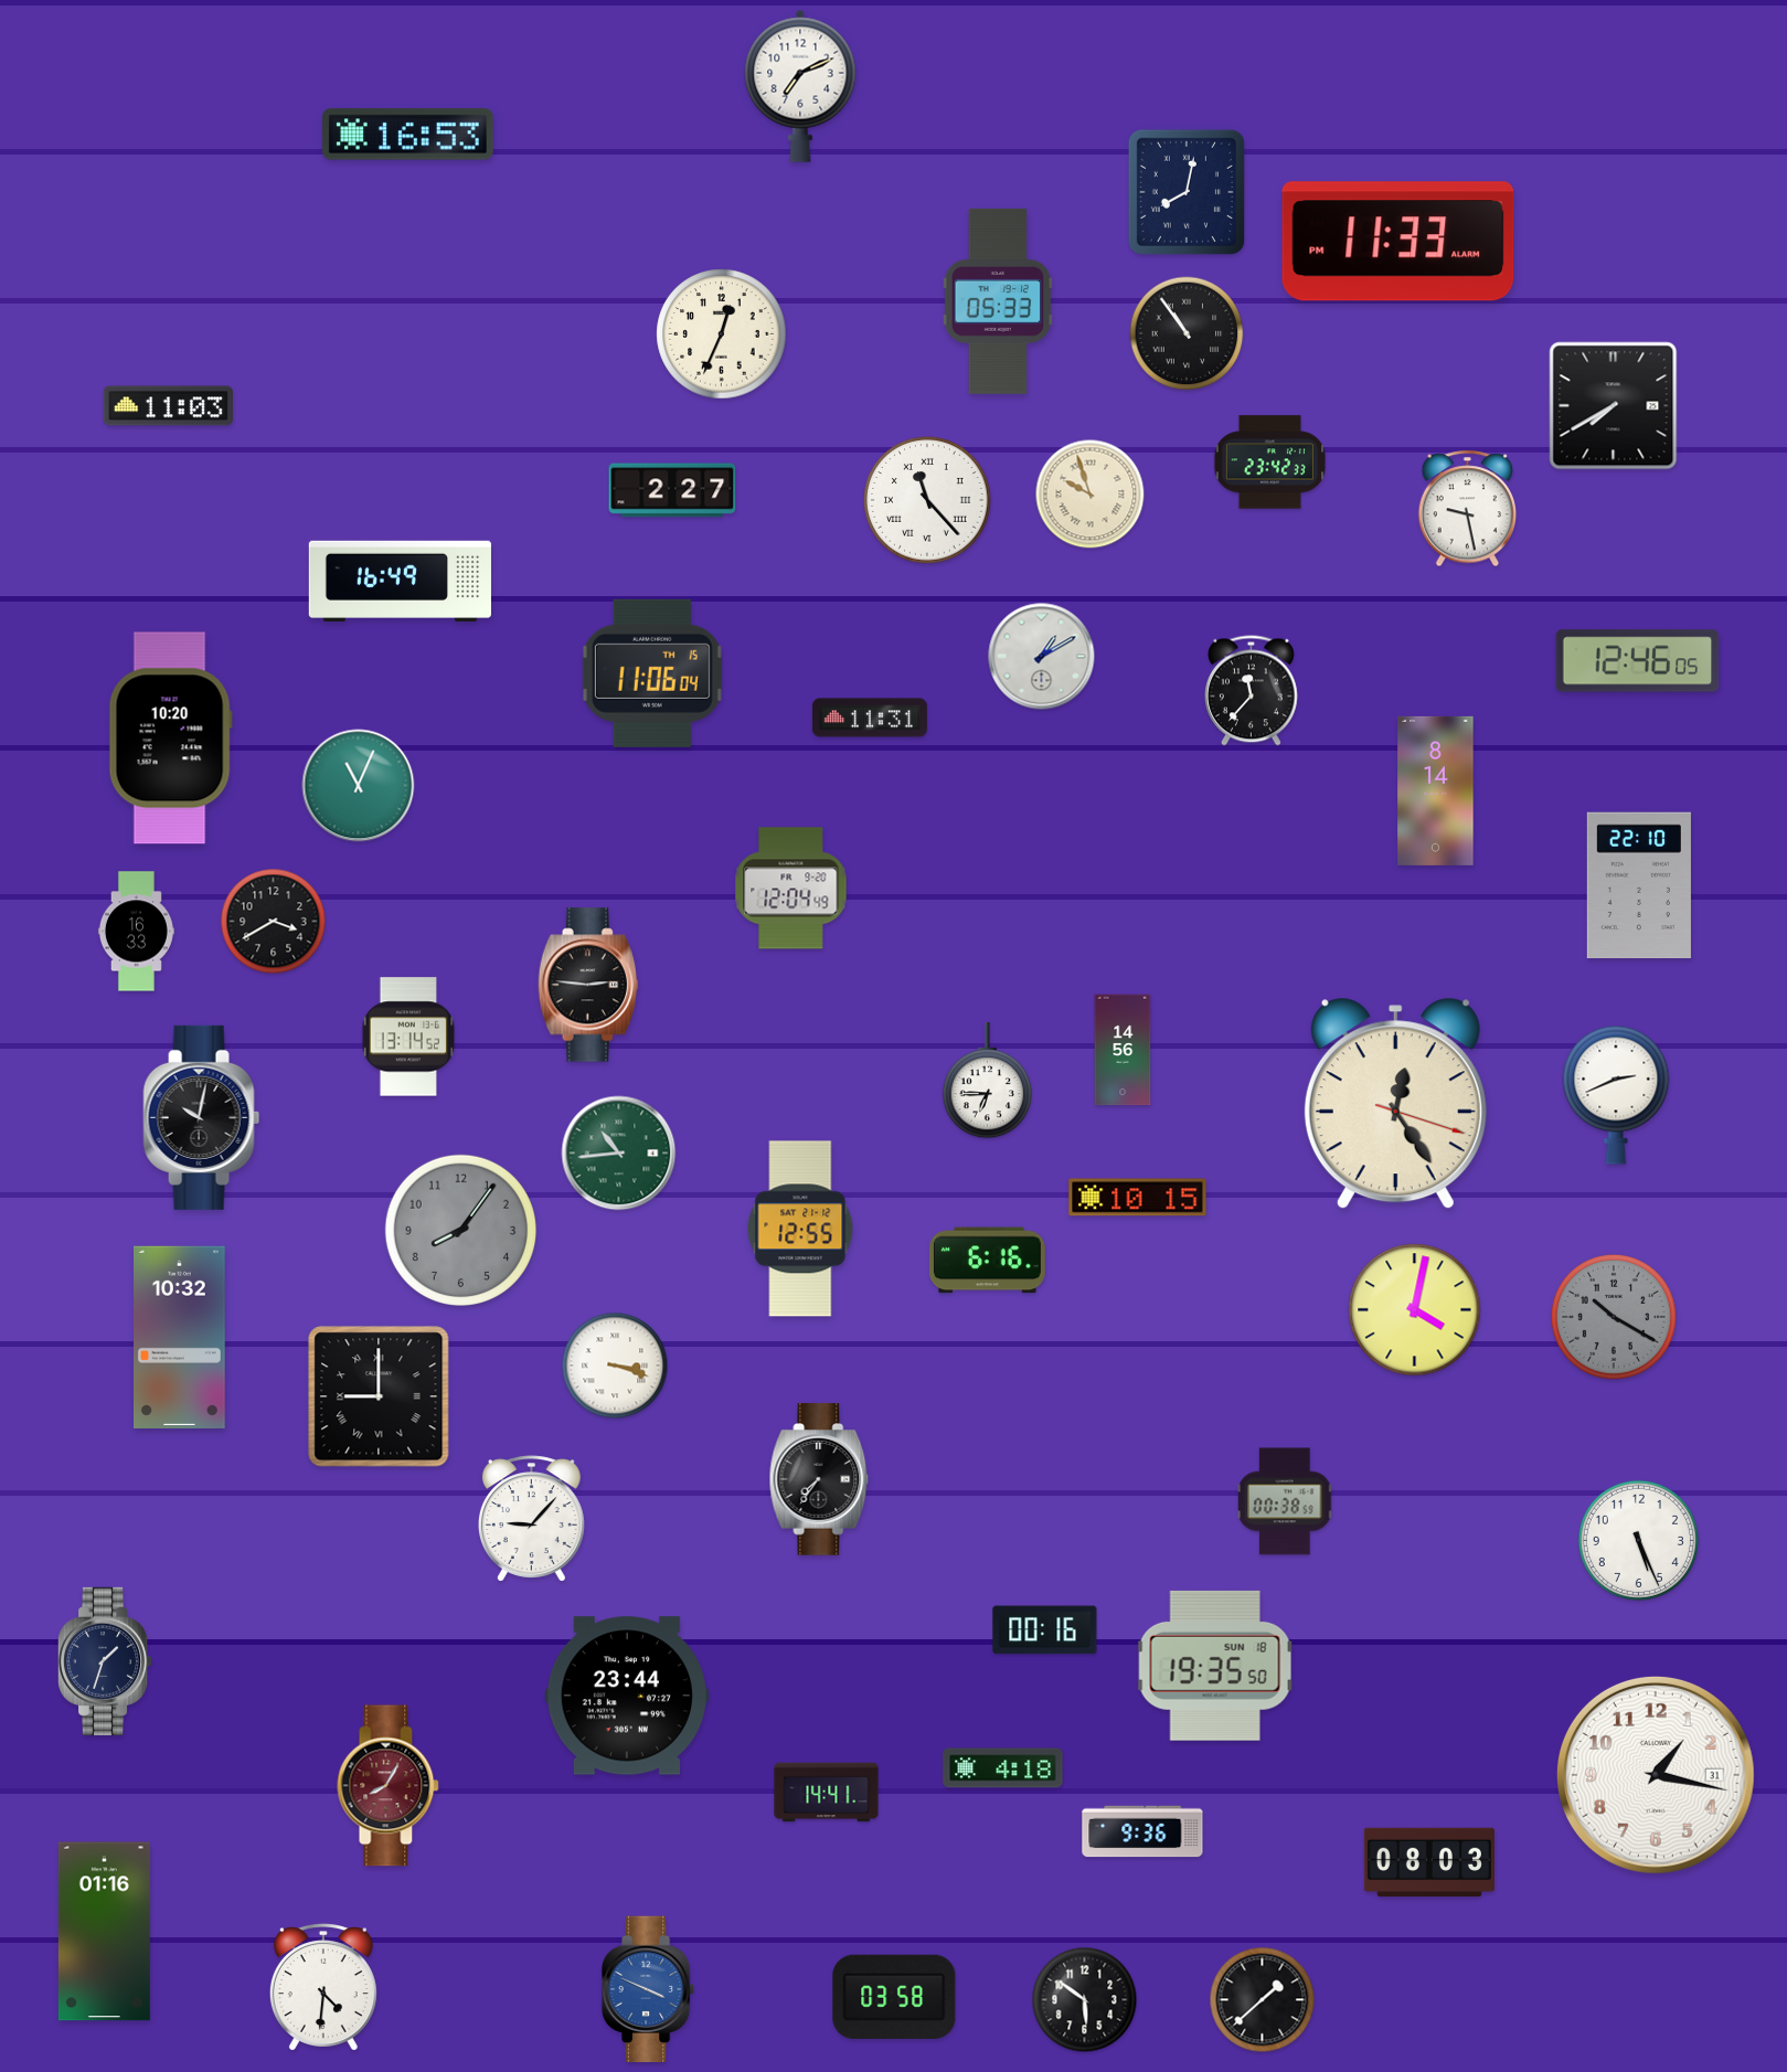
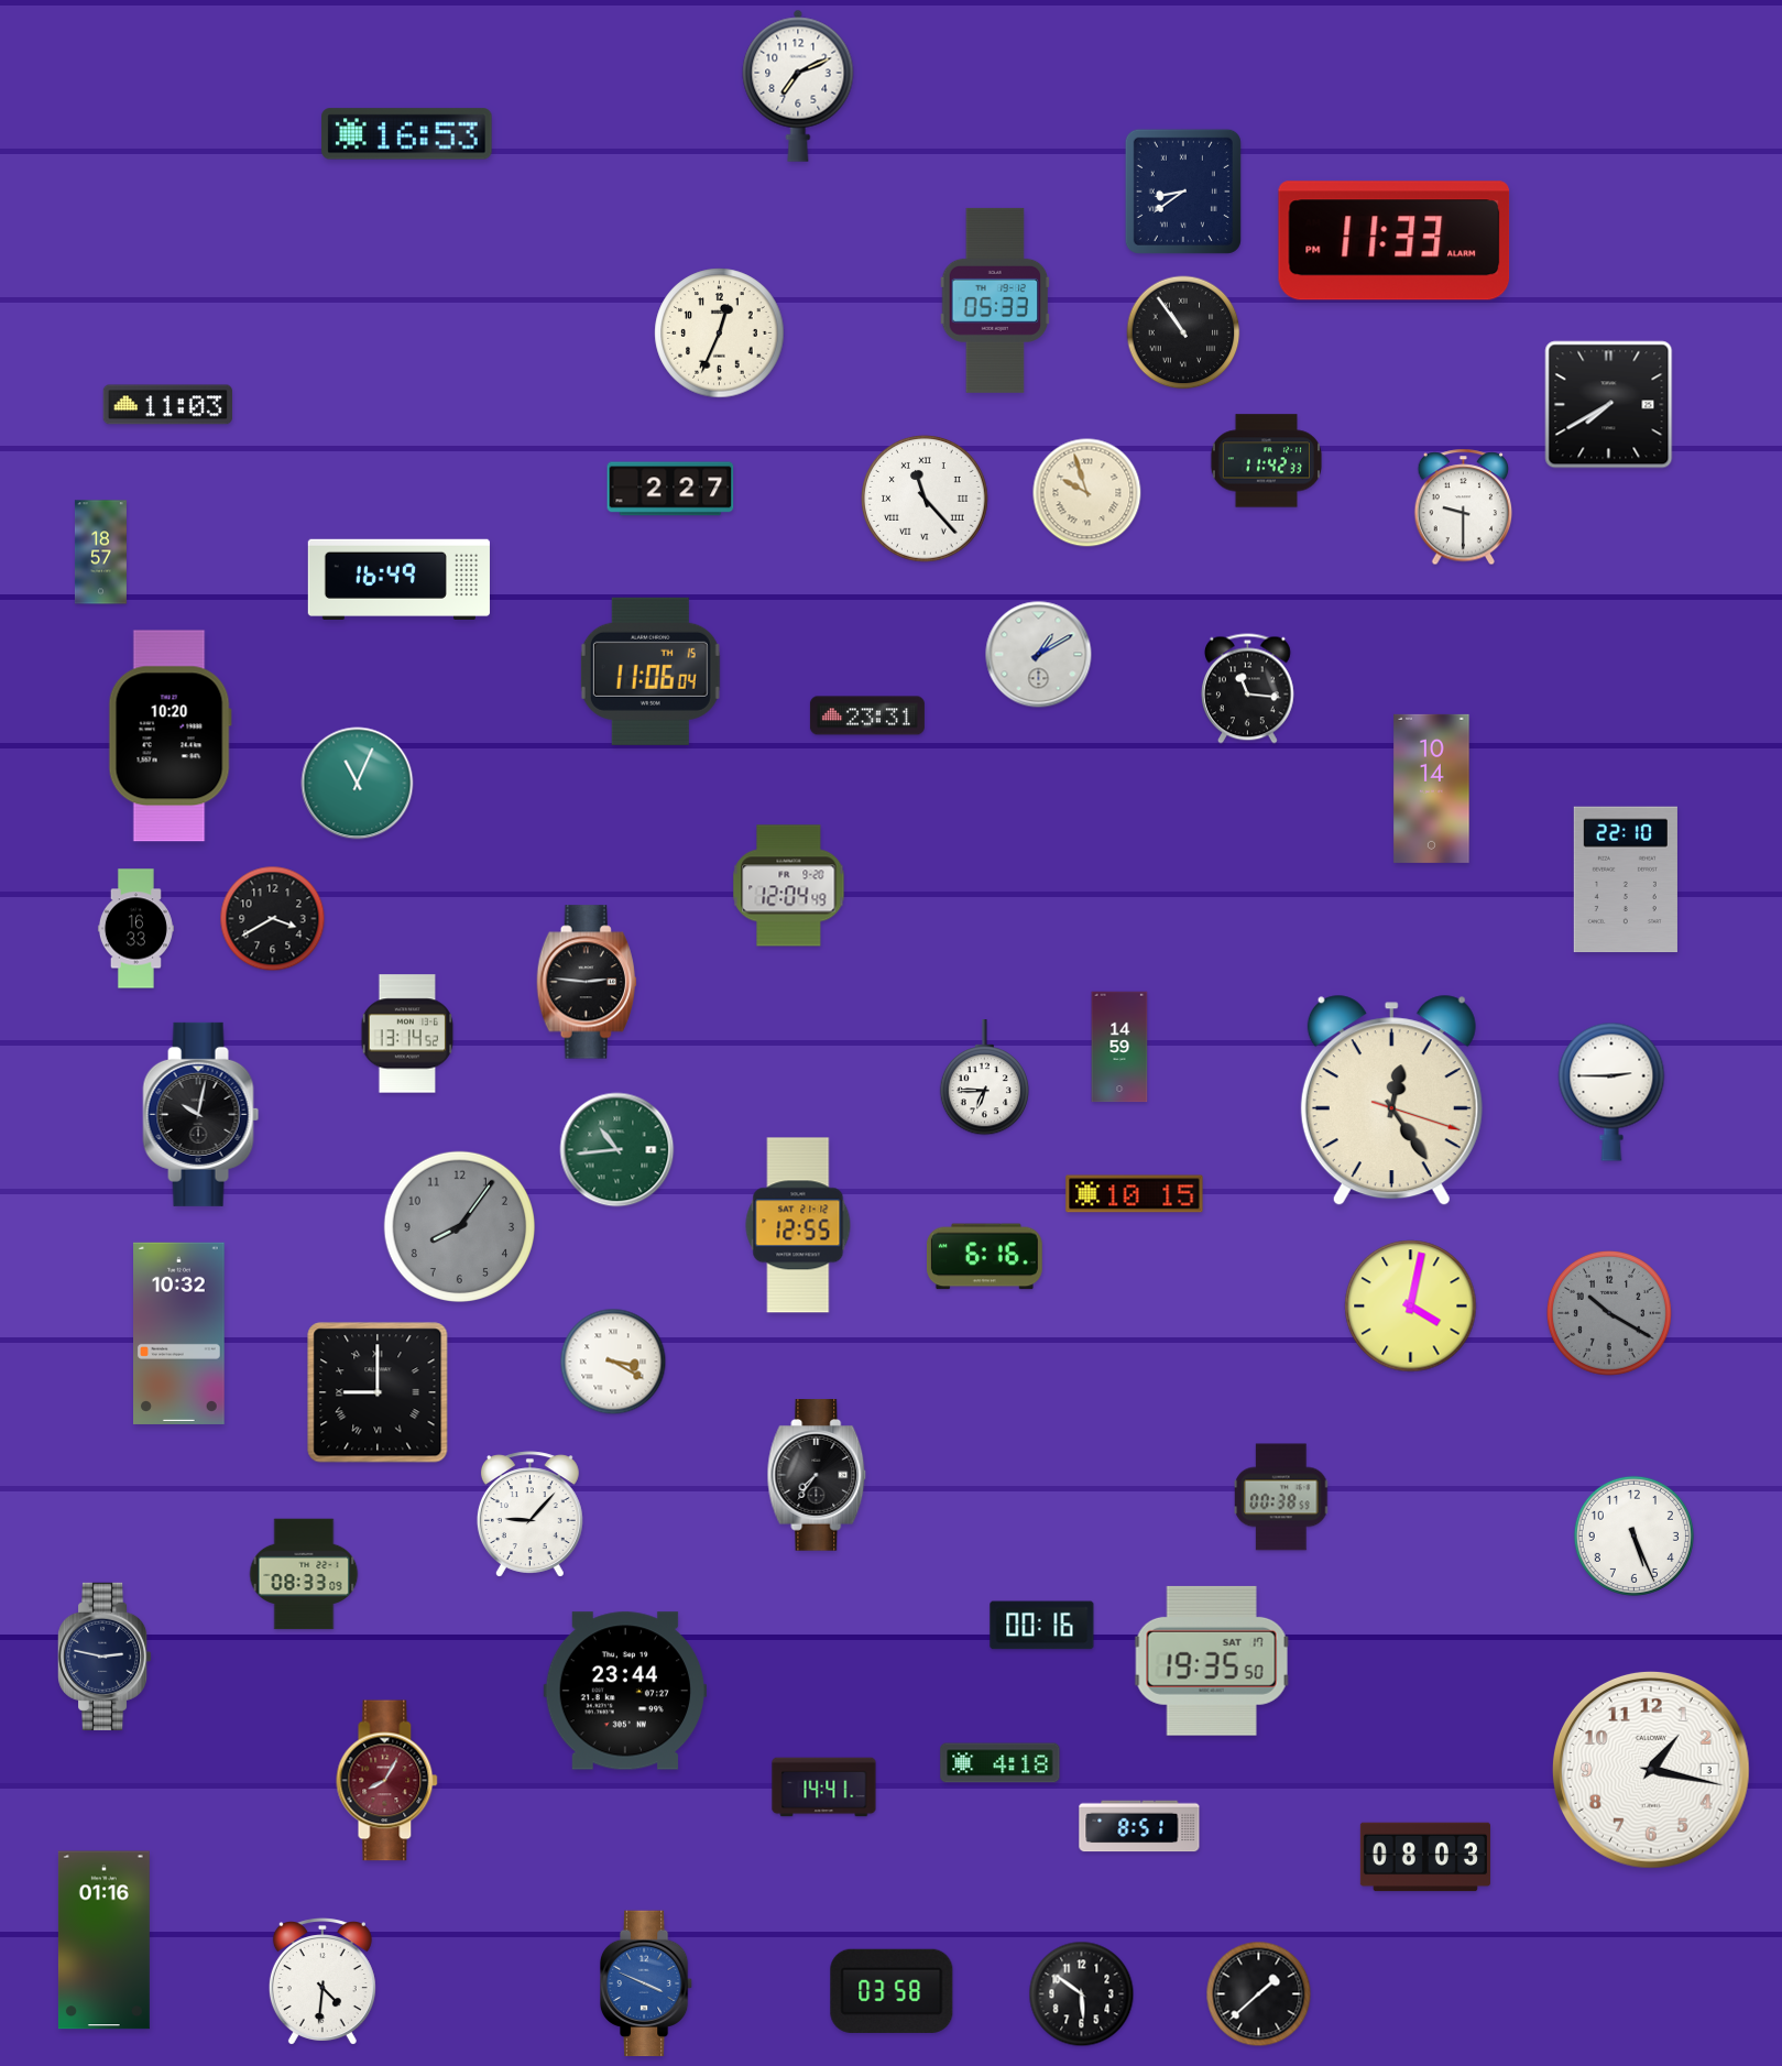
clock at (1187, 192): 8:02 -> 8:39
clock at (1269, 463): 23:42 -> 11:42
clock at (1468, 509): 9:28 -> 9:30
clock at (100, 553): none -> 18:57
clock at (1638, 661): 12:46 -> none
clock at (1251, 691): 11:37 -> 11:16
clock at (870, 718): 11:31 -> 23:31
clock at (1436, 790): 8:14 -> 10:14
clock at (1639, 885) position: (1639, 885) -> (1626, 879)
clock at (1123, 1050): 14:56 -> 14:59
clock at (1616, 1095): 2:41 -> 2:45
clock at (615, 1366): 3:18 -> 3:20
clock at (304, 1574): none -> 08:33
clock at (106, 1661): 1:33 -> 2:47
clock at (1215, 1666) date: SUN 18 -> SAT 17
clock at (1656, 1775) date: 31 -> 3
clock at (1142, 1831): 9:36 -> 8:51
clock at (104, 1932) position: (104, 1932) -> (103, 1941)
